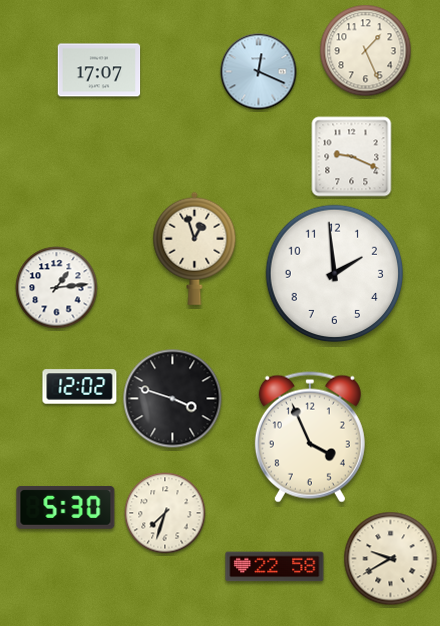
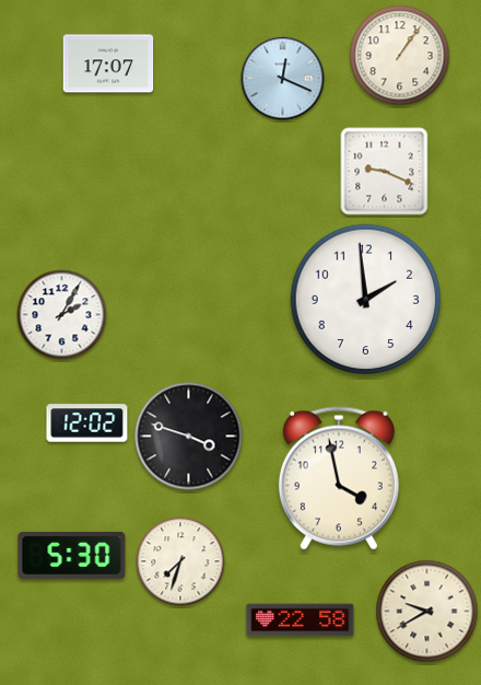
clock at (366, 51): 1:26 -> 1:06
clock at (99, 70) position: (99, 70) -> (108, 63)
clock at (195, 248): 12:57 -> none
clock at (57, 288): 1:14 -> 2:05
clock at (310, 437): 3:56 -> 3:58
